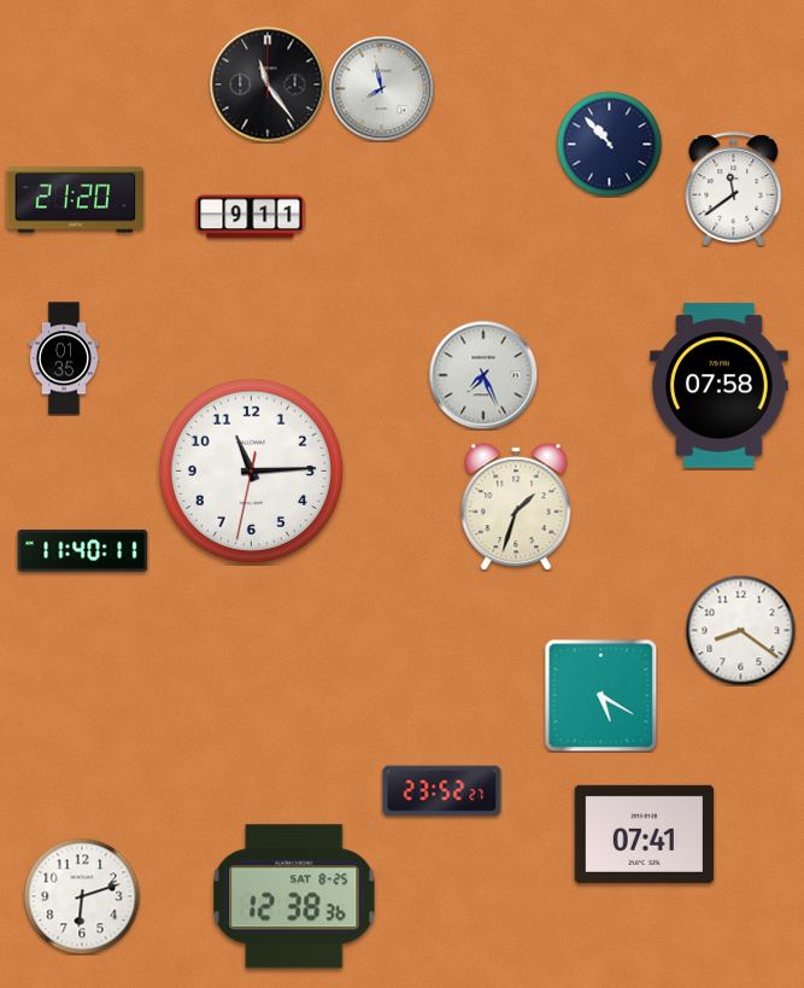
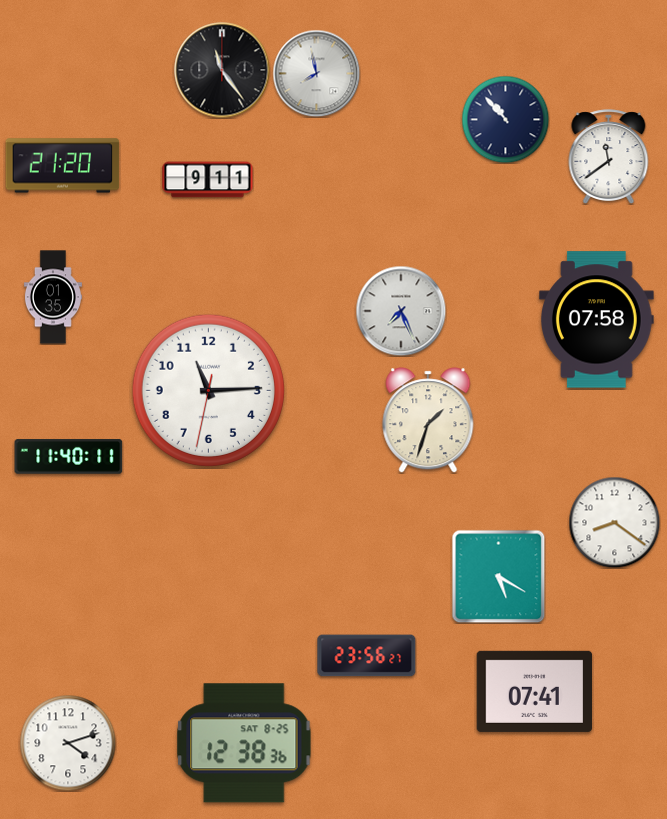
clock at (442, 791): 23:52 -> 23:56
clock at (82, 896): 6:12 -> 4:12
